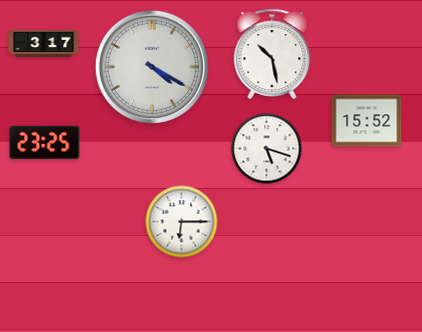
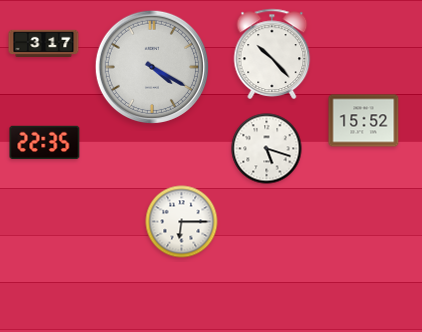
clock at (272, 54): 10:28 -> 10:23
clock at (367, 121) position: (367, 121) -> (364, 121)
clock at (45, 143): 23:25 -> 22:35
